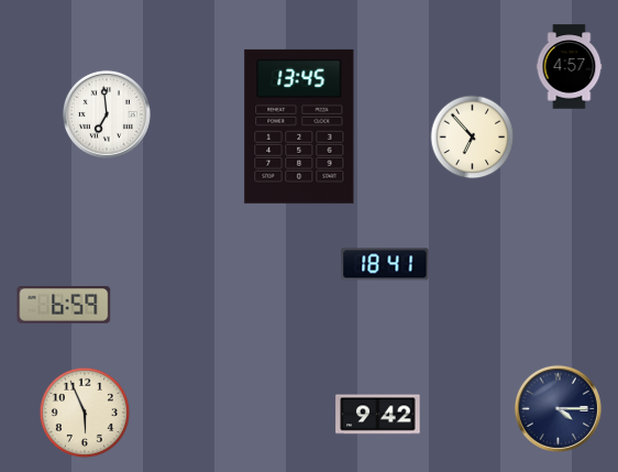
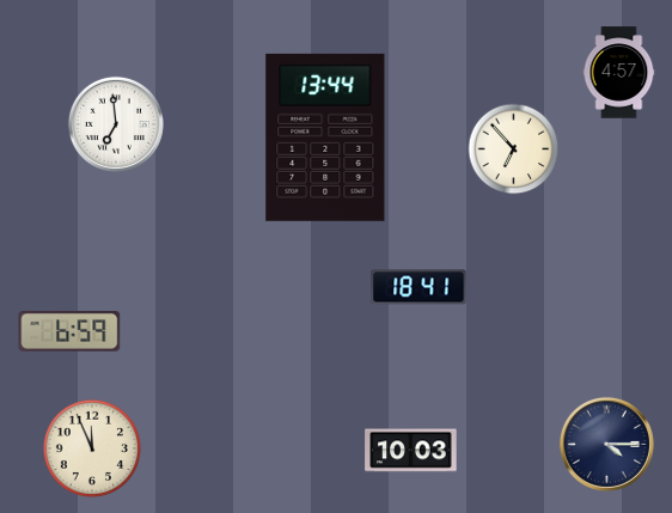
clock at (299, 127): 13:45 -> 13:44
clock at (85, 413): 5:56 -> 11:56
clock at (378, 415): 9:42 -> 10:03
